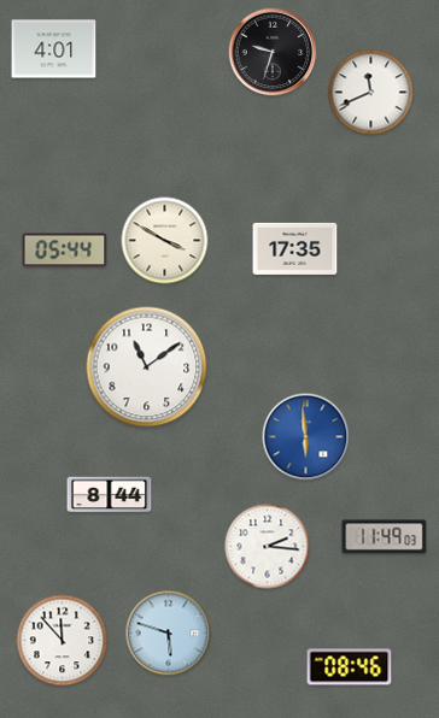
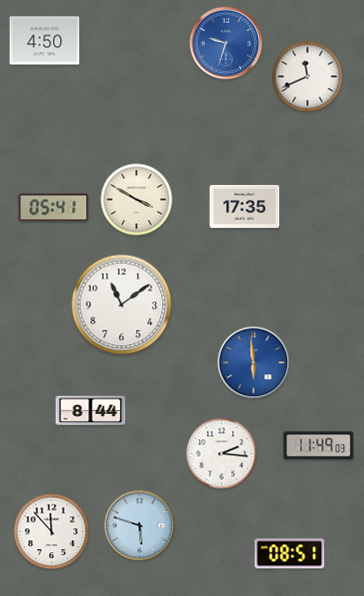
clock at (54, 49): 4:01 -> 4:50
clock at (273, 52) dial: black -> blue
clock at (65, 251): 05:44 -> 05:41
clock at (350, 667): 08:46 -> 08:51
